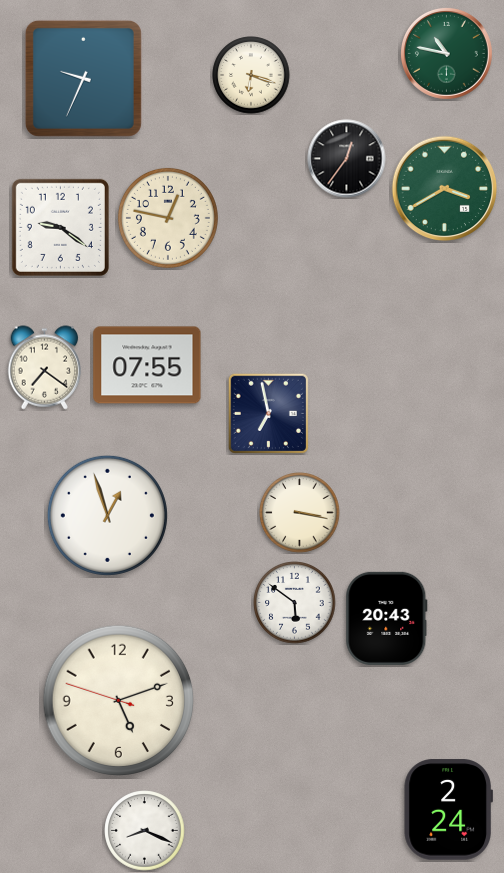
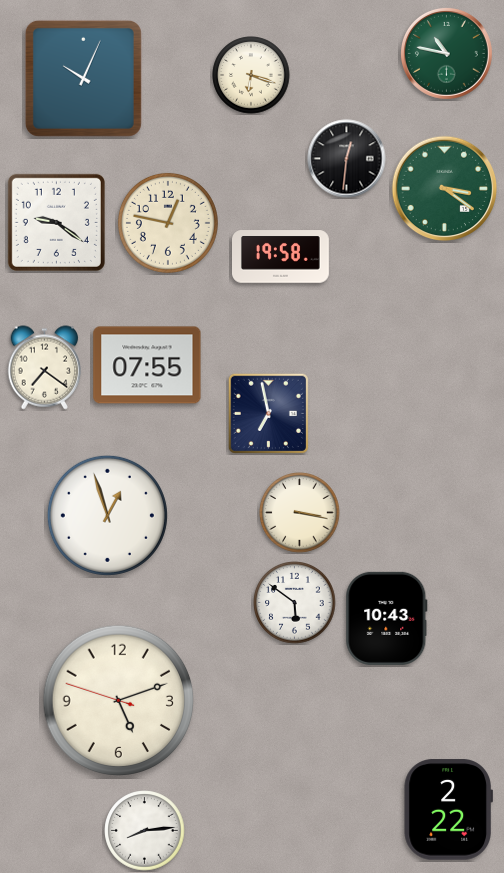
clock at (83, 78): 9:34 -> 10:04
clock at (347, 159): 12:36 -> 12:31
clock at (445, 189): 3:40 -> 3:21
clock at (168, 218) position: (168, 218) -> (168, 223)
clock at (60, 227) position: (60, 227) -> (56, 222)
clock at (281, 257): none -> 19:58
clock at (387, 618): 20:43 -> 10:43
clock at (448, 810): 2:24 -> 2:22
clock at (145, 831): 8:19 -> 8:14
